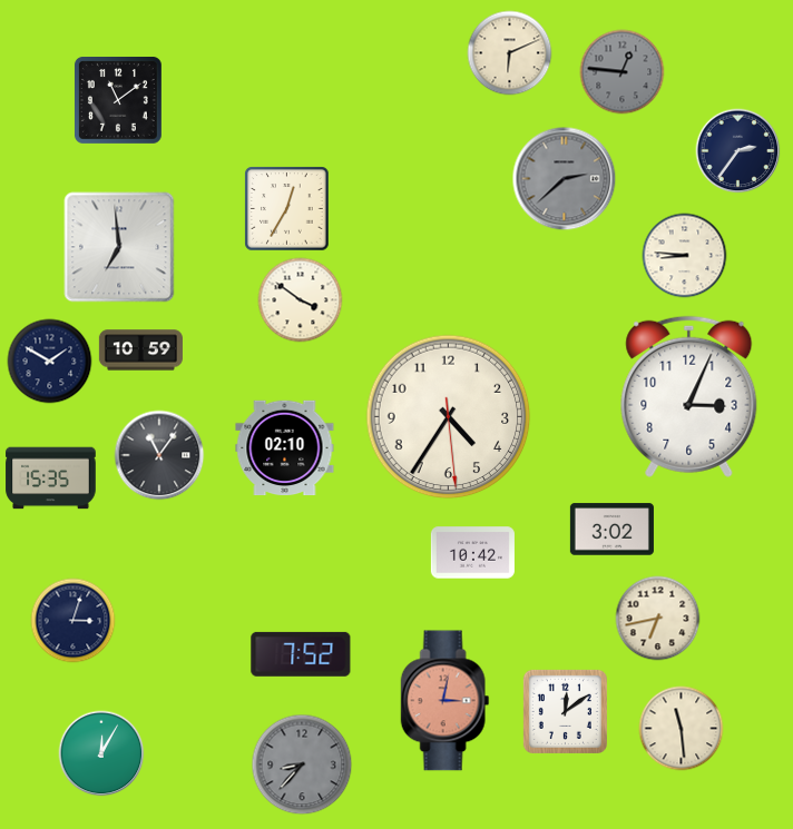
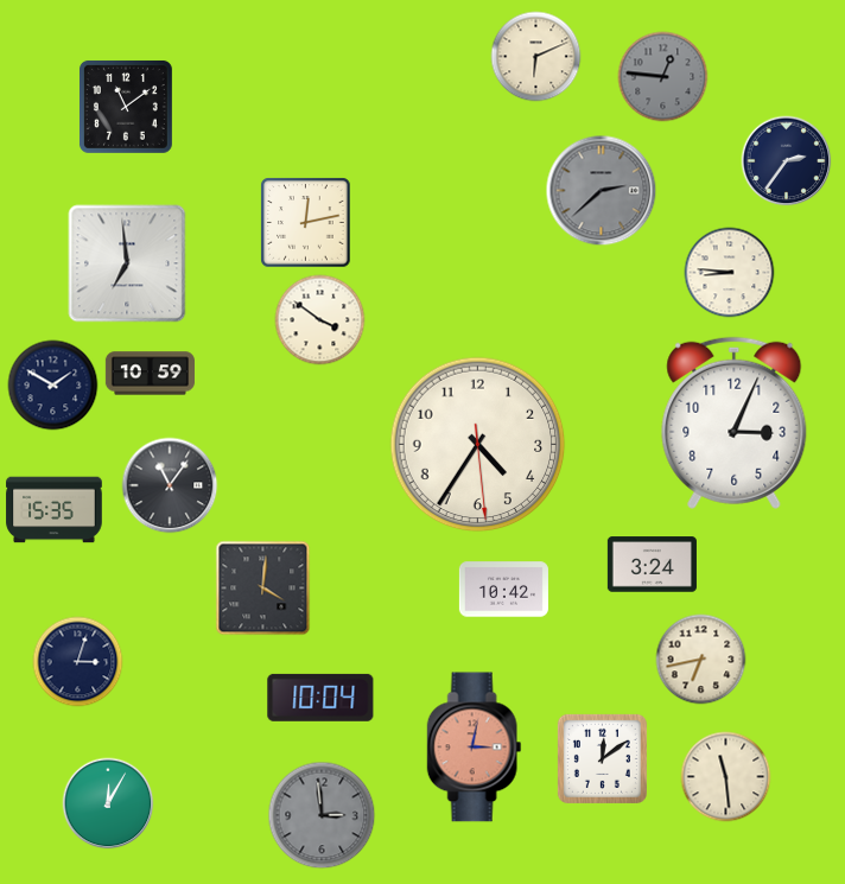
clock at (510, 53) position: (510, 53) -> (536, 57)
clock at (287, 209): 12:35 -> 12:13
clock at (285, 448): 02:10 -> none
clock at (611, 530): 3:02 -> 3:24
clock at (263, 589): none -> 4:01
clock at (301, 654): 7:52 -> 10:04
clock at (302, 764): 8:37 -> 2:59
